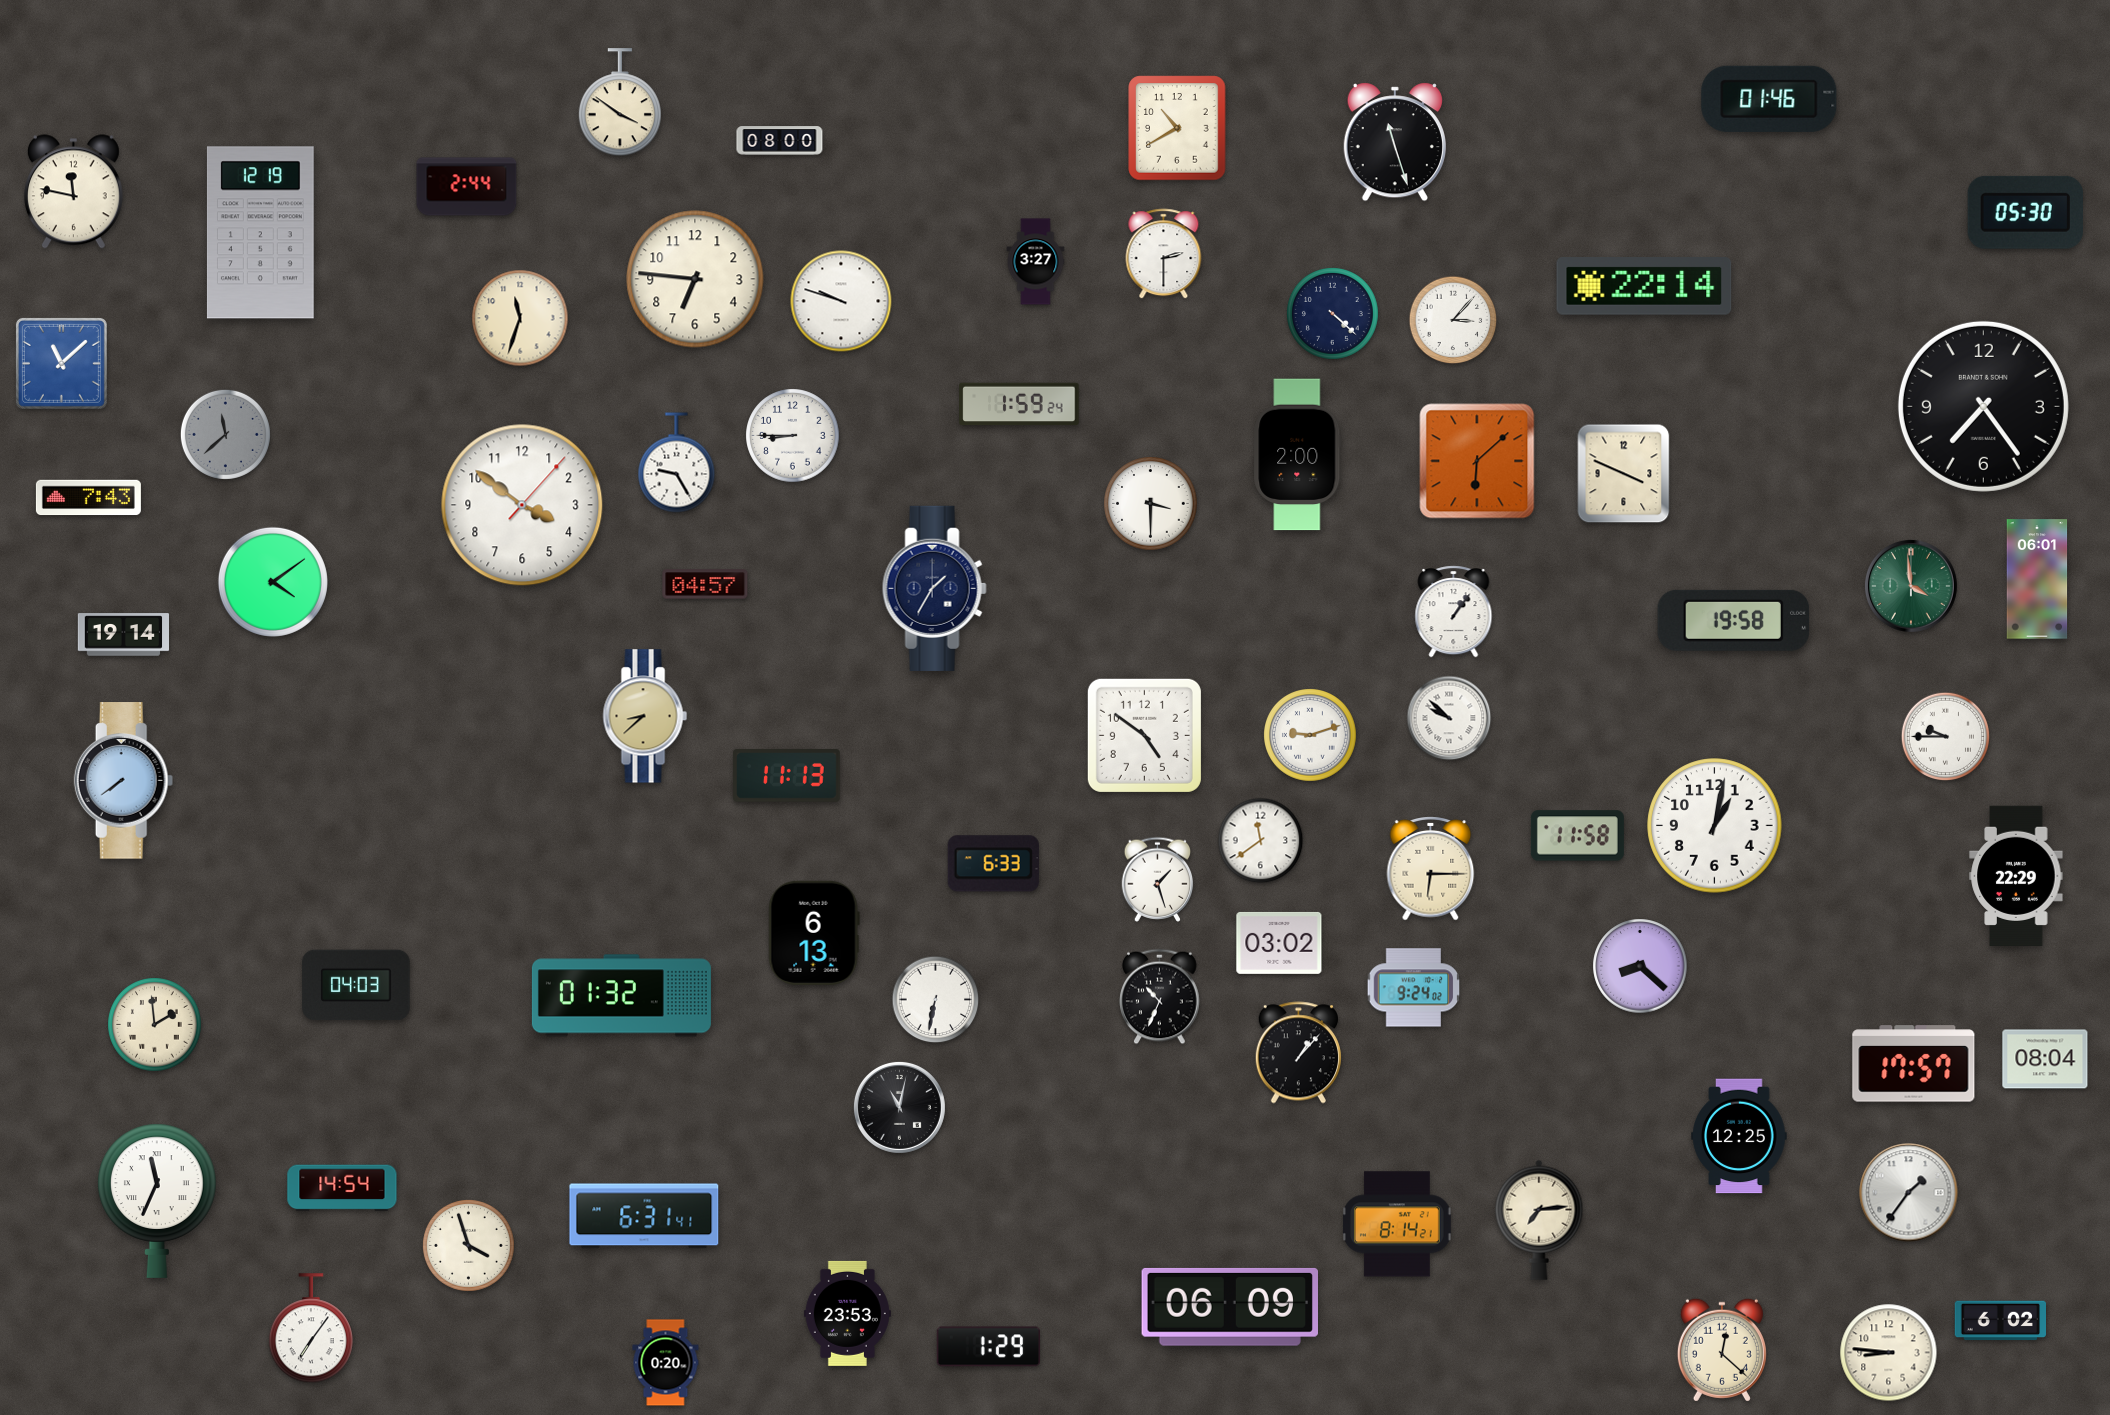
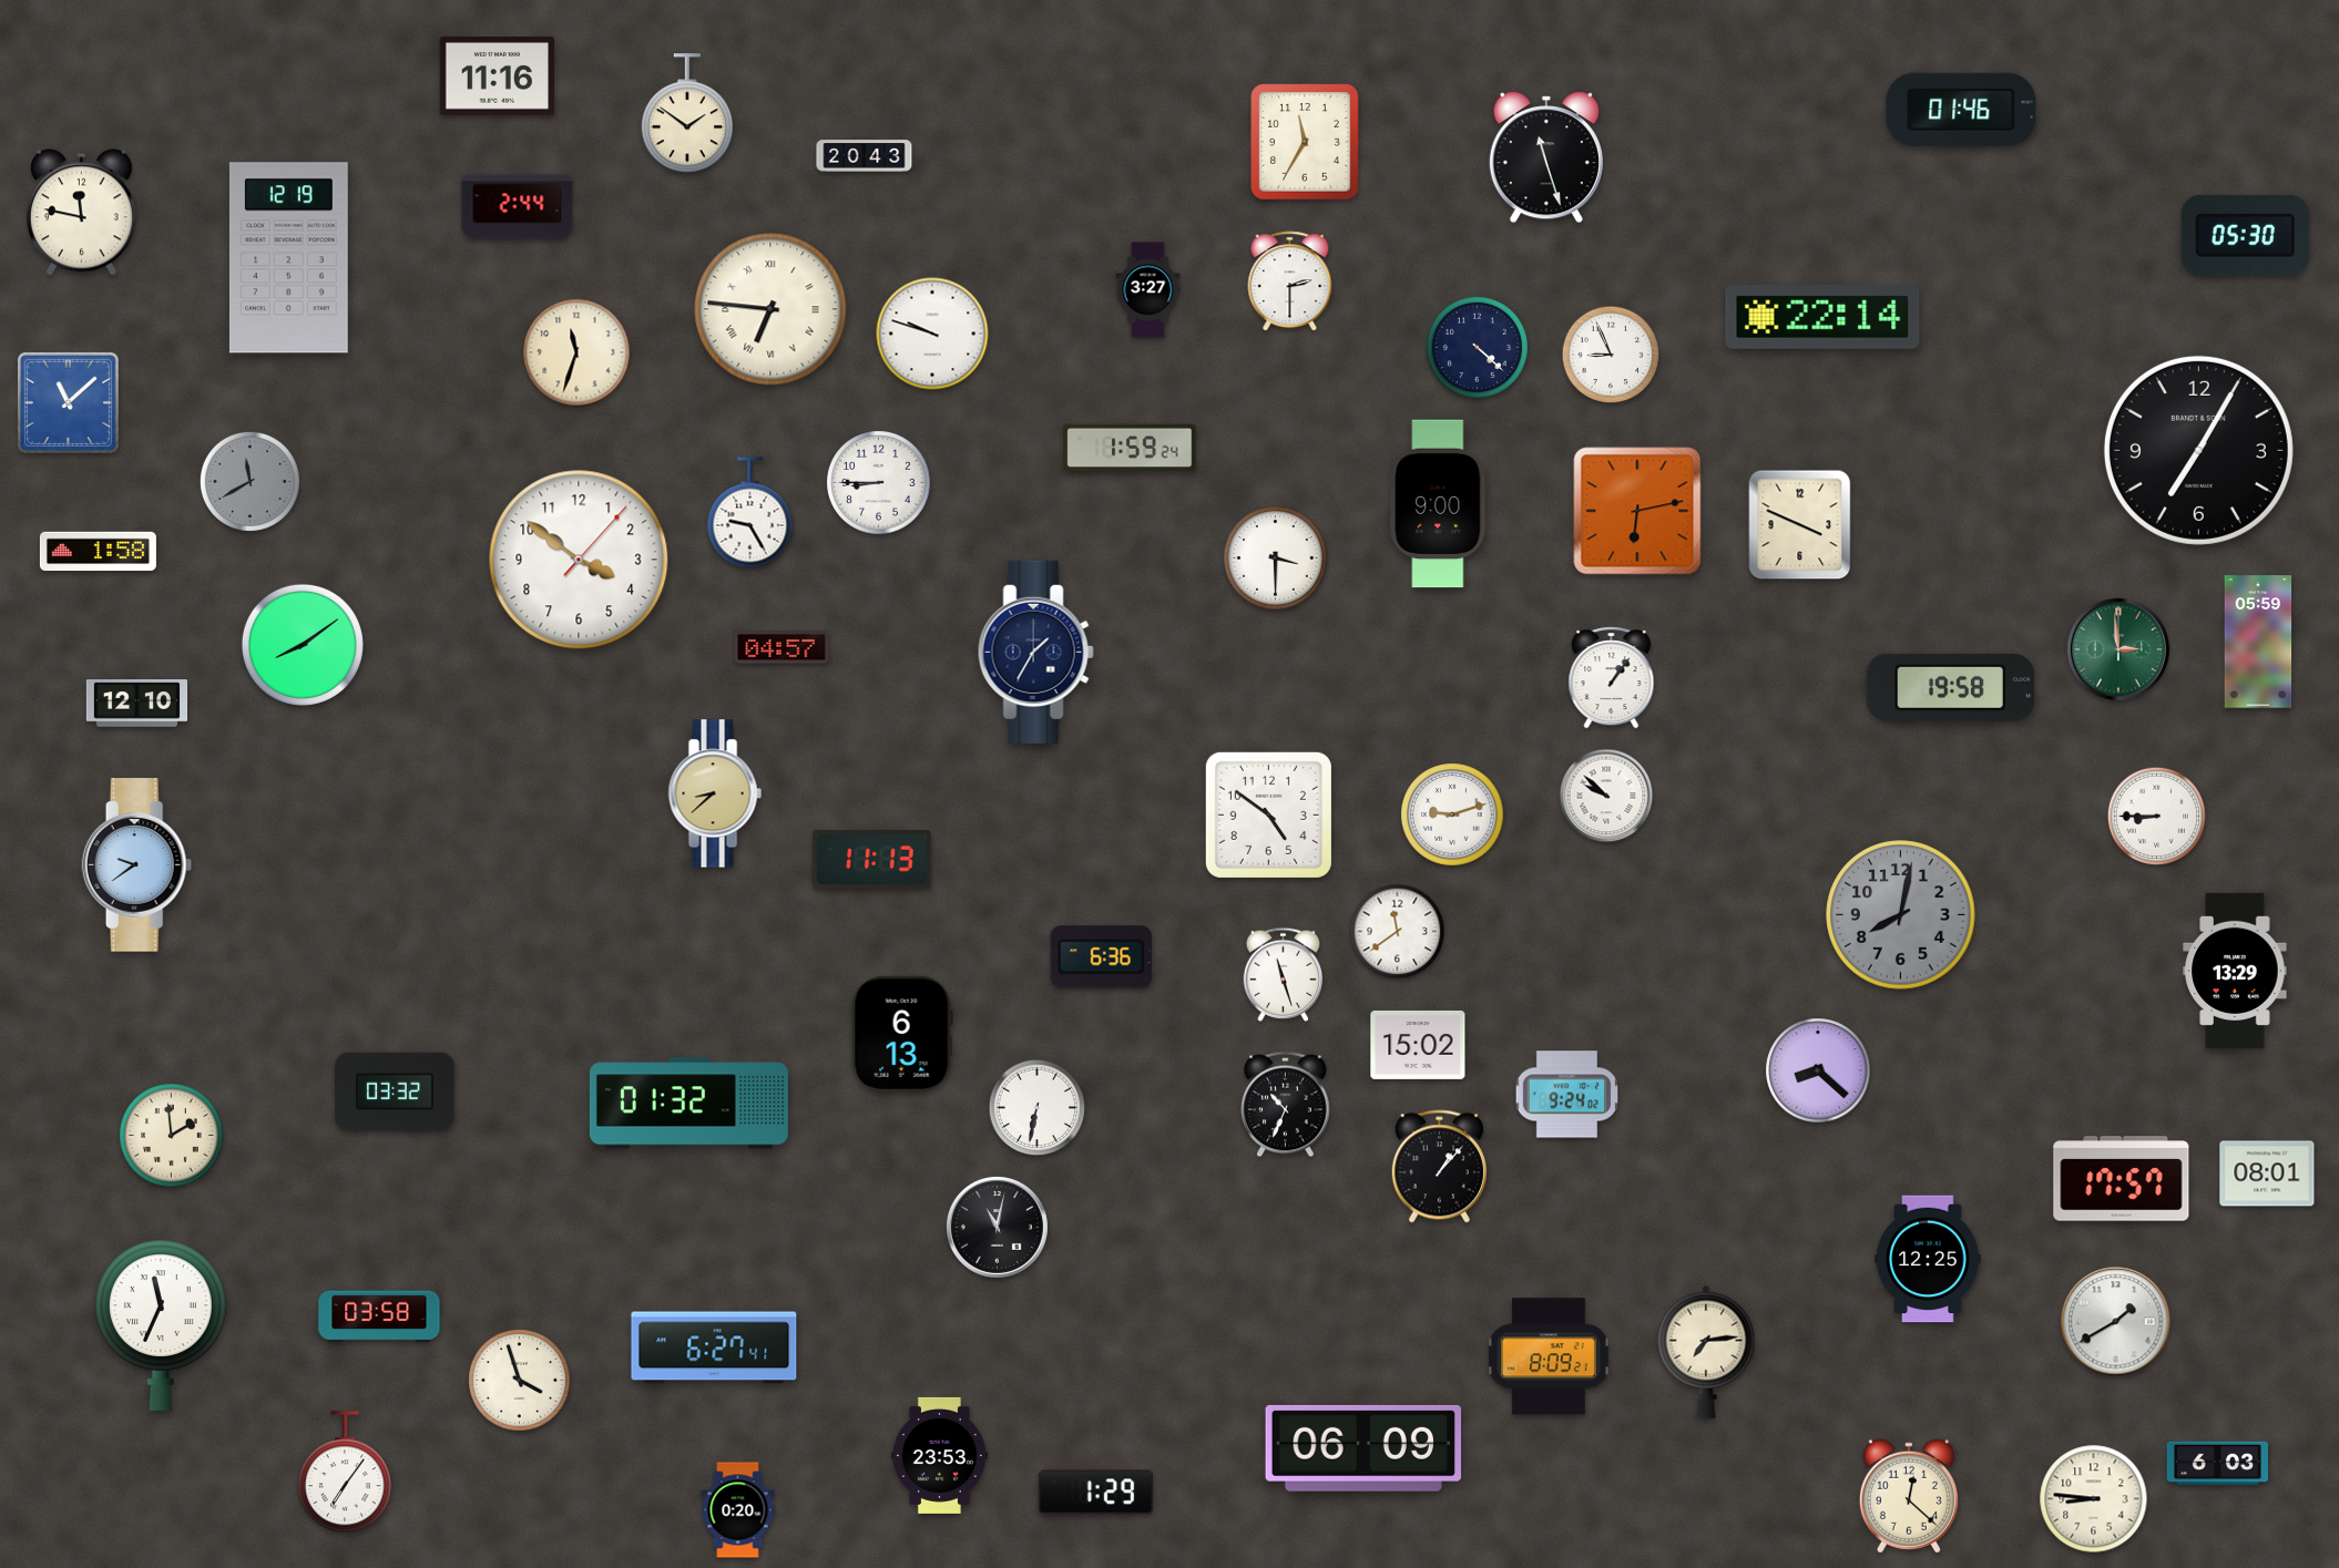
clock at (497, 76): none -> 11:16
clock at (620, 103): 3:51 -> 1:51
clock at (1177, 128): 10:40 -> 11:35
clock at (780, 141): 08:00 -> 20:43
clock at (695, 279) numerals: Arabic -> Roman
clock at (1453, 320): 3:07 -> 8:56
clock at (1983, 406): 7:24 -> 7:05
clock at (225, 434): 11:38 -> 11:40
clock at (1298, 455): 2:00 -> 9:00
clock at (1477, 461): 6:08 -> 6:13
clock at (88, 498): 7:43 -> 1:58
clock at (2037, 579): 06:01 -> 05:59
clock at (273, 582): 4:09 -> 8:09
clock at (1911, 586): 3:59 -> 2:59
clock at (1734, 620) position: (1734, 620) -> (1951, 687)
clock at (124, 635): 19:14 -> 12:10
clock at (1946, 737): 9:45 -> 8:45
clock at (124, 781): 7:39 -> 9:39
clock at (1715, 826): 1:02 -> 8:02
clock at (1715, 826) dial: white -> grey
clock at (1577, 836): 11:58 -> none
clock at (993, 864): 6:33 -> 6:36
clock at (1431, 869): 6:15 -> none
clock at (2016, 875): 22:29 -> 13:29
clock at (1158, 879): 1:27 -> 11:27
clock at (1279, 943): 03:02 -> 15:02
clock at (356, 985): 04:03 -> 03:32
clock at (2045, 1059): 08:04 -> 08:01
clock at (342, 1188): 14:54 -> 03:58
clock at (1909, 1193): 1:36 -> 1:40
clock at (158, 1201) position: (158, 1201) -> (162, 1325)
clock at (644, 1216): 6:31 -> 6:27
clock at (1397, 1224): 8:14 -> 8:09
clock at (2000, 1321): 6:02 -> 6:03
